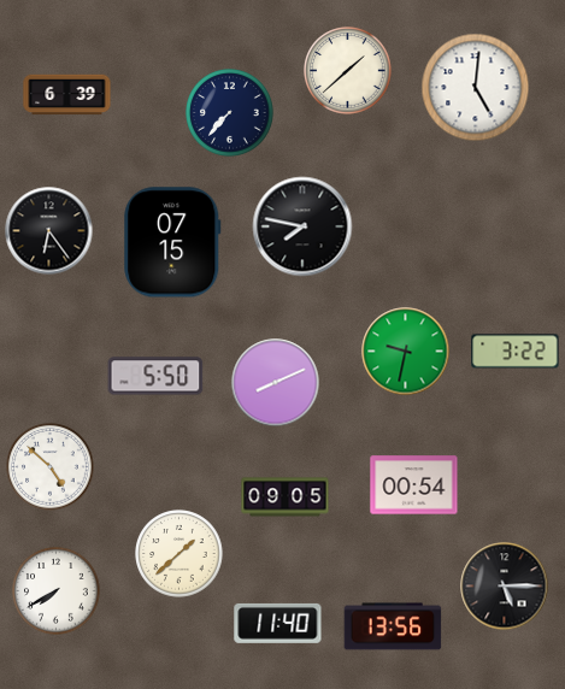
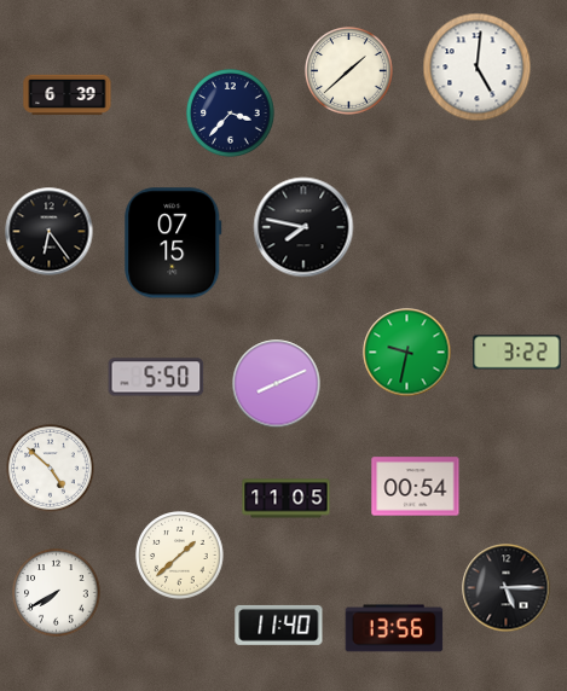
clock at (476, 88) position: (476, 88) -> (478, 68)
clock at (230, 113): 7:37 -> 3:37
clock at (286, 497): 09:05 -> 11:05
